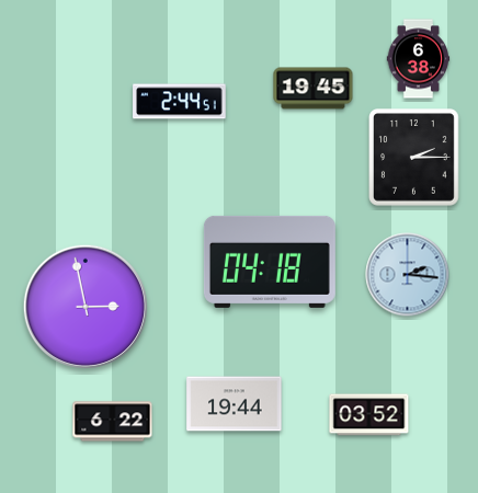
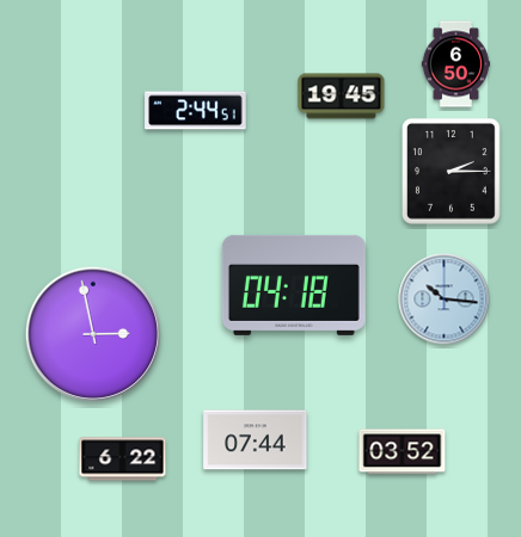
clock at (419, 59): 6:38 -> 6:50
clock at (408, 275): 2:16 -> 10:16
clock at (235, 404): 19:44 -> 07:44
